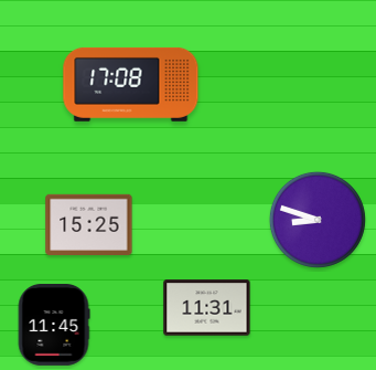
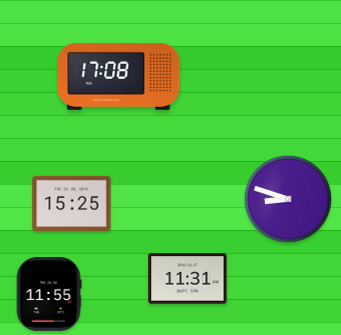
clock at (89, 224) position: (89, 224) -> (72, 203)
clock at (54, 326): 11:45 -> 11:55
